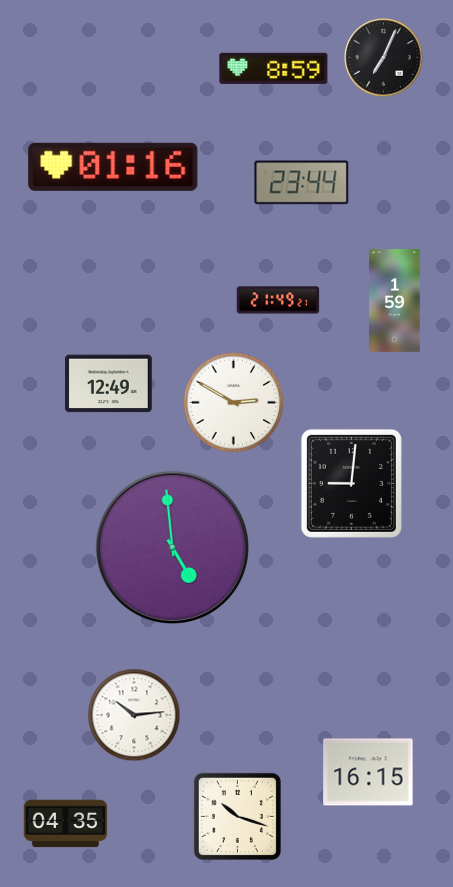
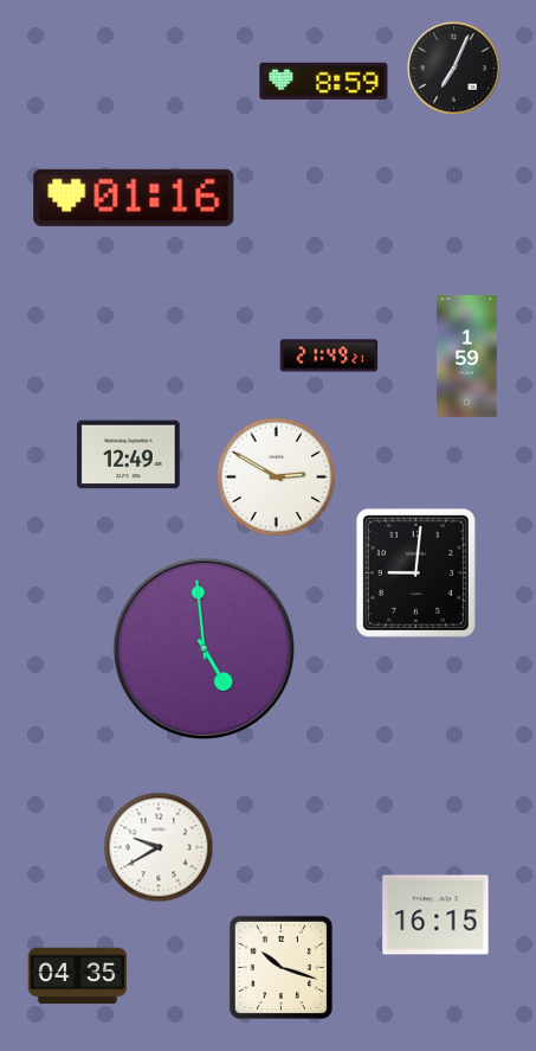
clock at (302, 183): 23:44 -> none
clock at (134, 715): 10:14 -> 9:40
